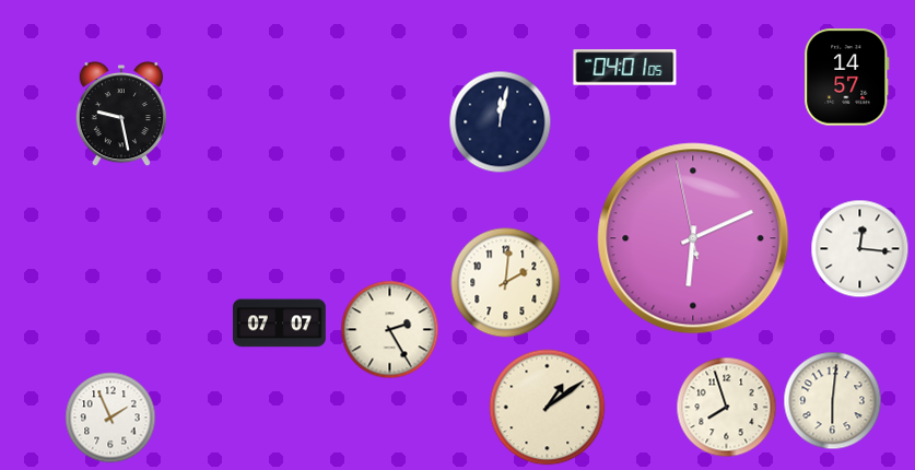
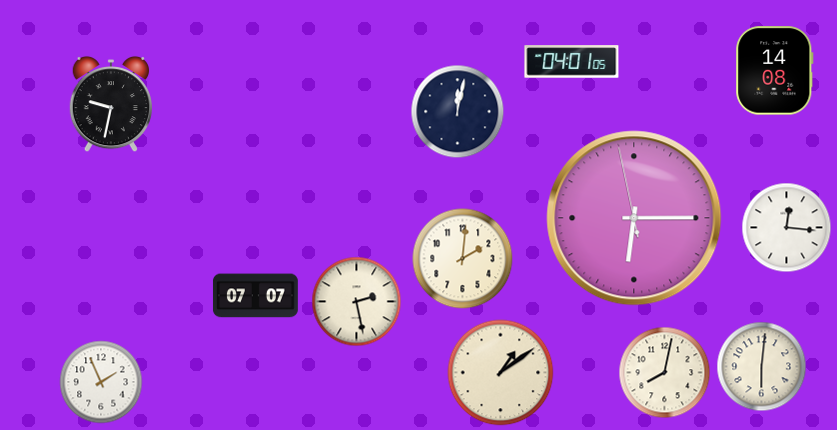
clock at (847, 78): 14:57 -> 14:08
clock at (120, 114): 9:28 -> 9:32
clock at (693, 238): 6:10 -> 6:14
clock at (390, 330): 2:25 -> 2:28
clock at (727, 408): 7:57 -> 8:02
